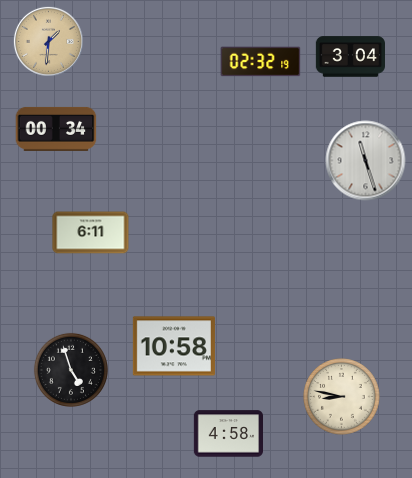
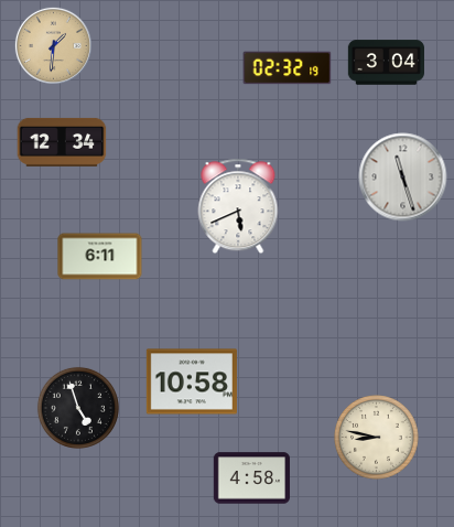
clock at (56, 129): 00:34 -> 12:34
clock at (238, 206): none -> 5:41
